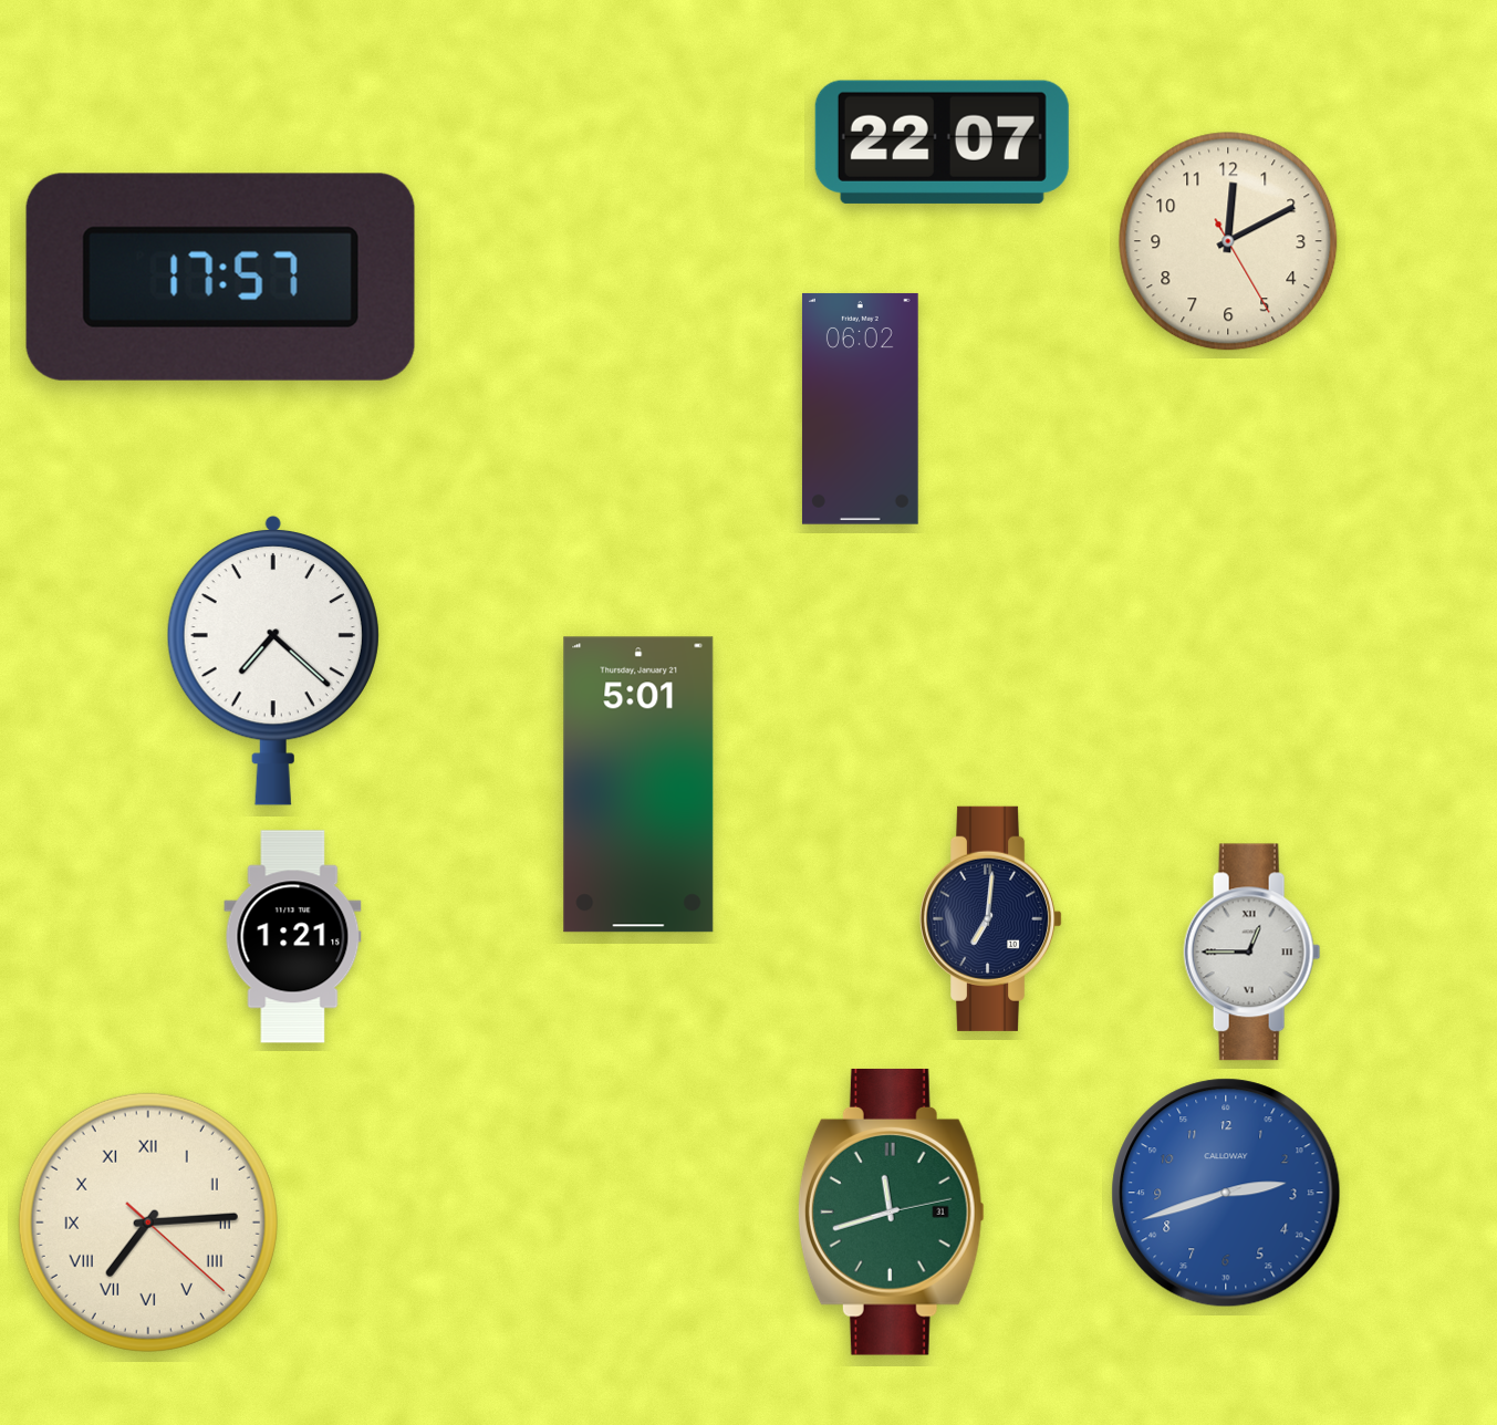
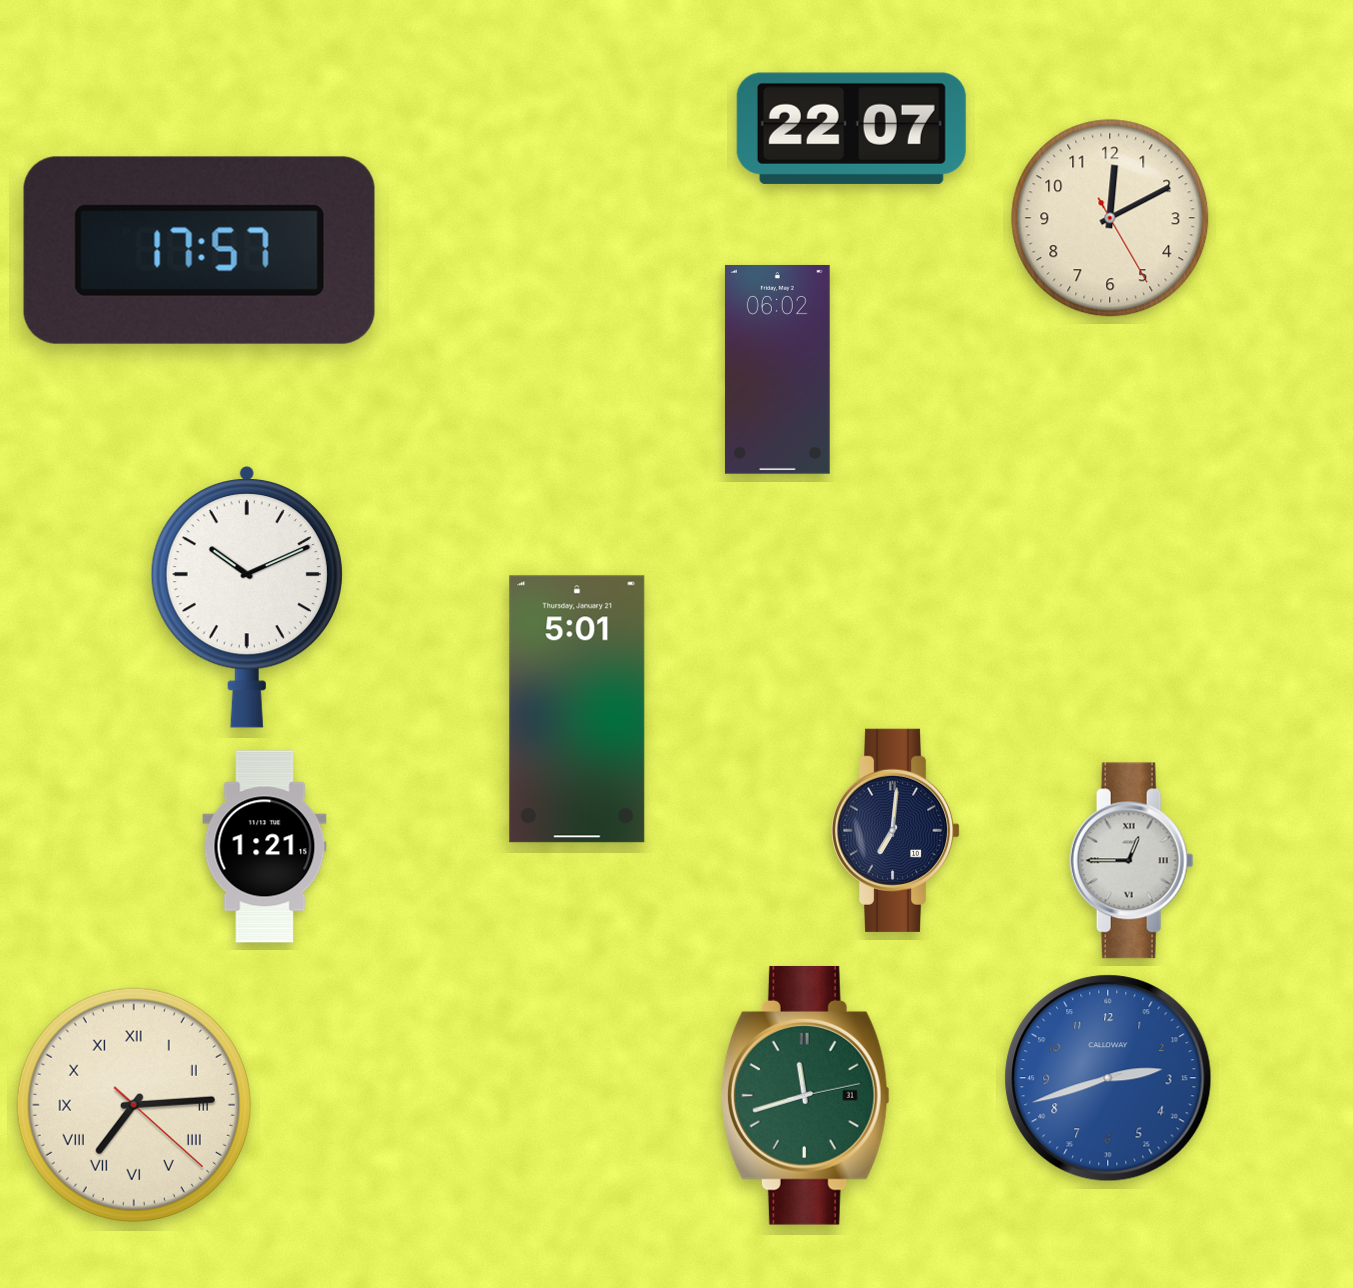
clock at (273, 661): 7:22 -> 10:11
